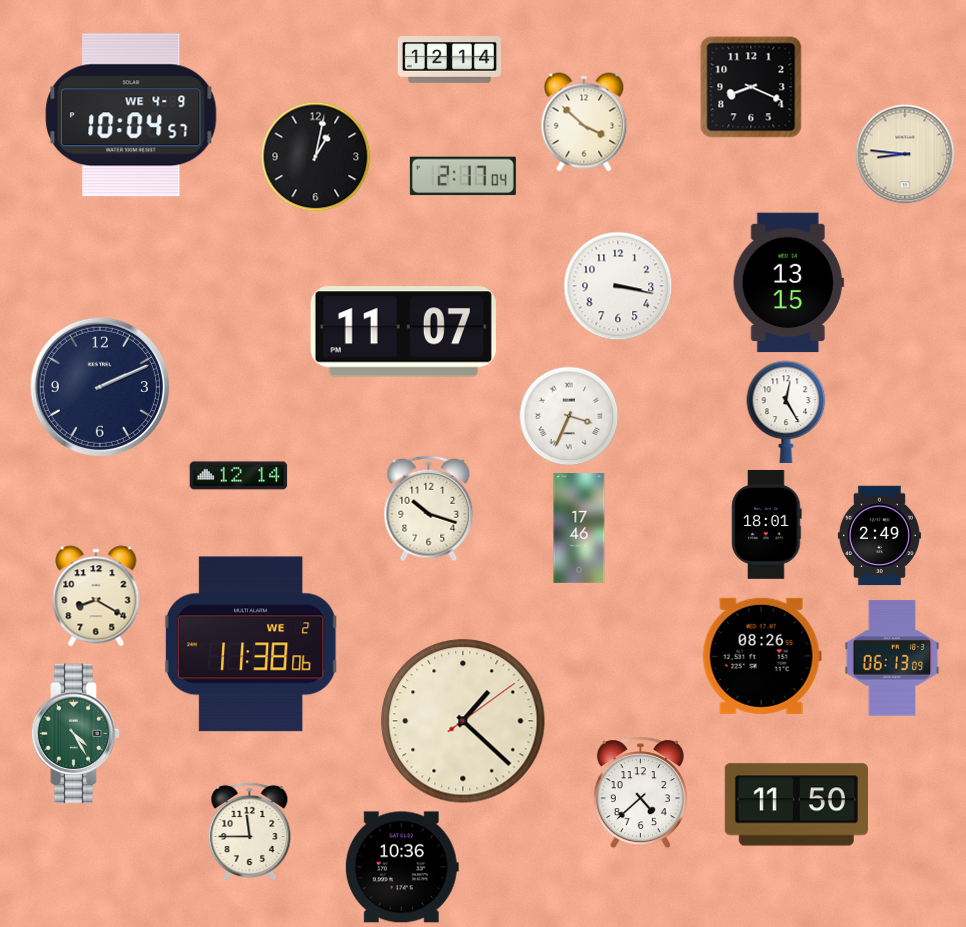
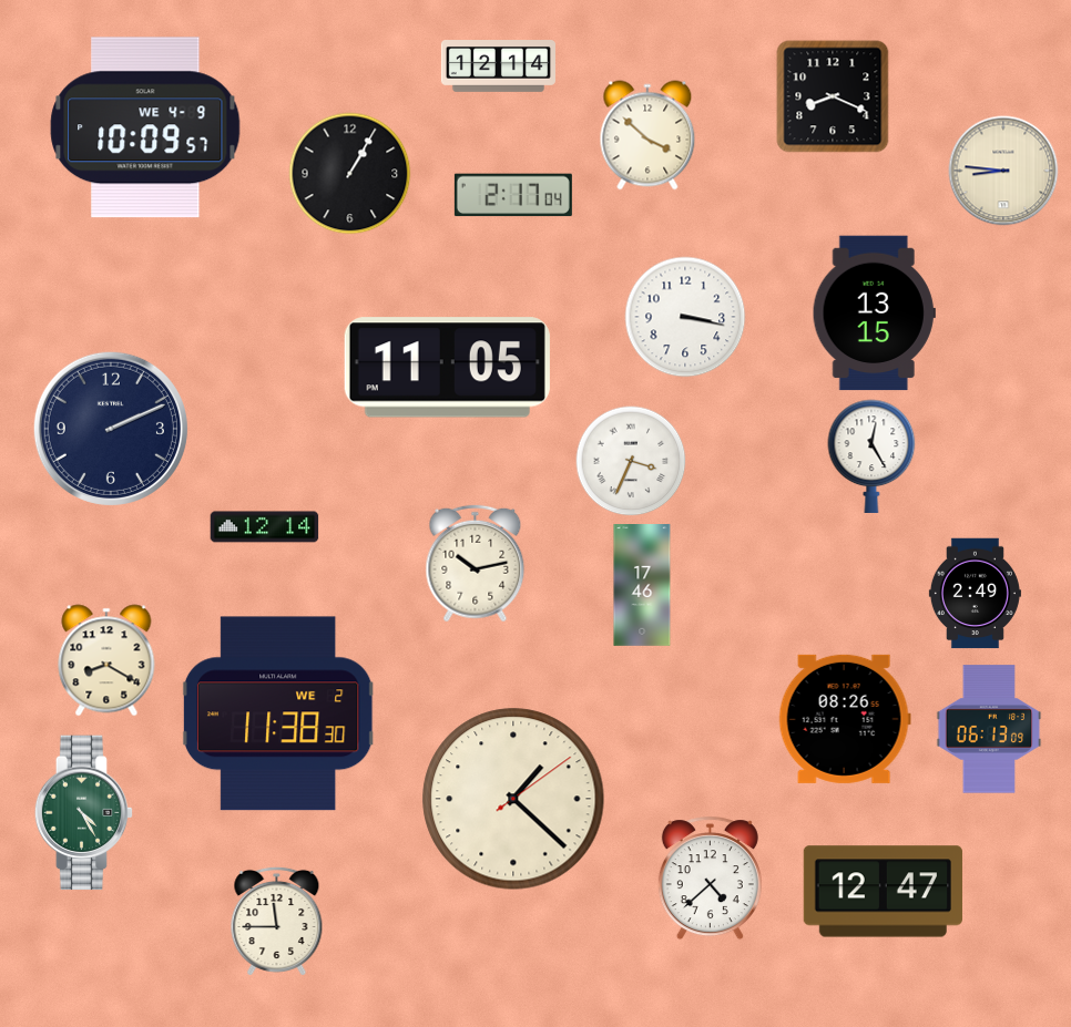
clock at (131, 115): 10:04 -> 10:09
clock at (316, 157): 1:02 -> 1:05
clock at (403, 332): 11:07 -> 11:05
clock at (429, 509): 10:18 -> 10:13
clock at (767, 524): 18:01 -> none
clock at (251, 644): 11:38:06 -> 11:38:30
clock at (762, 656) position: (762, 656) -> (845, 719)
clock at (796, 805): 11:50 -> 12:47
clock at (402, 867): 10:36 -> none
